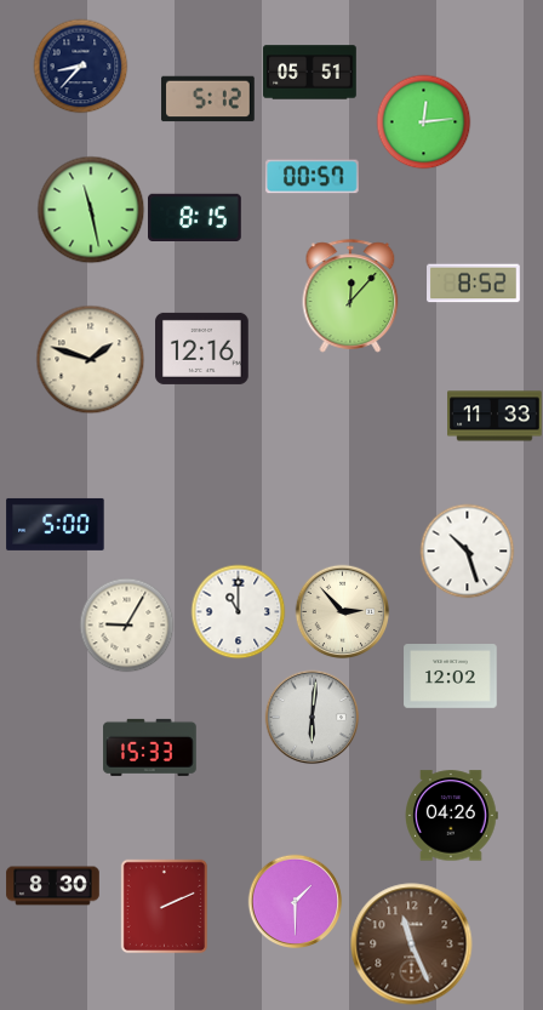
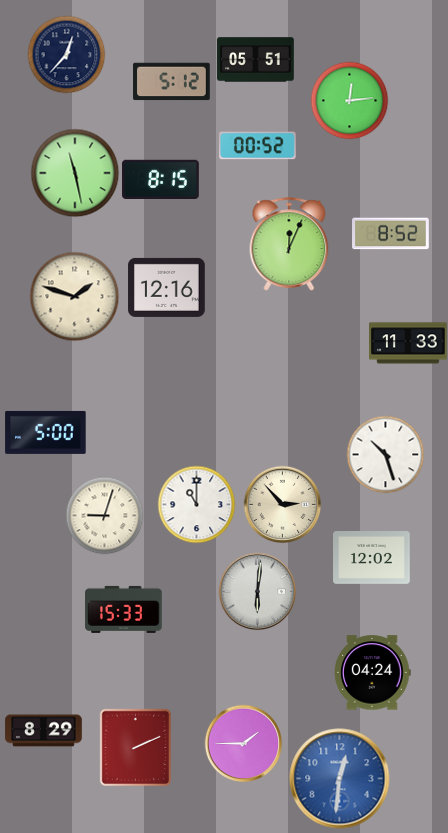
clock at (80, 65): 8:37 -> 12:37
clock at (313, 177): 00:57 -> 00:52
clock at (350, 296): 12:07 -> 12:04
clock at (126, 624): 9:05 -> 9:03
clock at (150, 747) position: (150, 747) -> (124, 609)
clock at (452, 816): 04:26 -> 04:24
clock at (53, 886): 8:30 -> 8:29
clock at (295, 901): 1:30 -> 1:45
clock at (412, 945): 11:26 -> 12:31
clock at (412, 945) dial: brown -> blue
